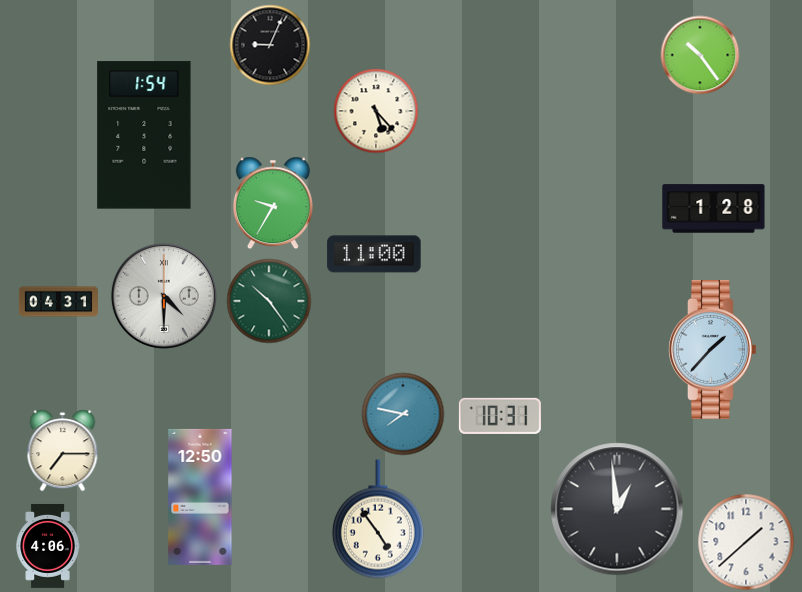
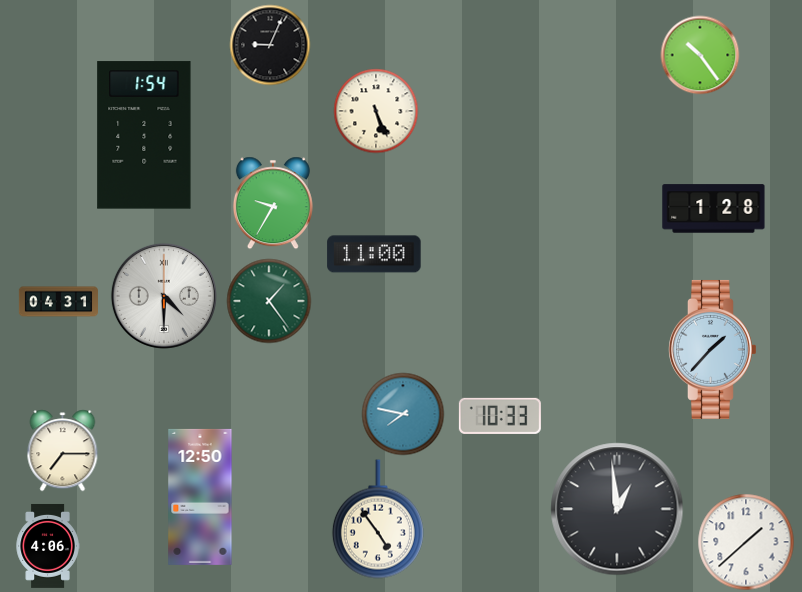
clock at (376, 111): 5:23 -> 5:26
clock at (269, 301): 10:24 -> 1:24
clock at (500, 416): 10:31 -> 10:33
